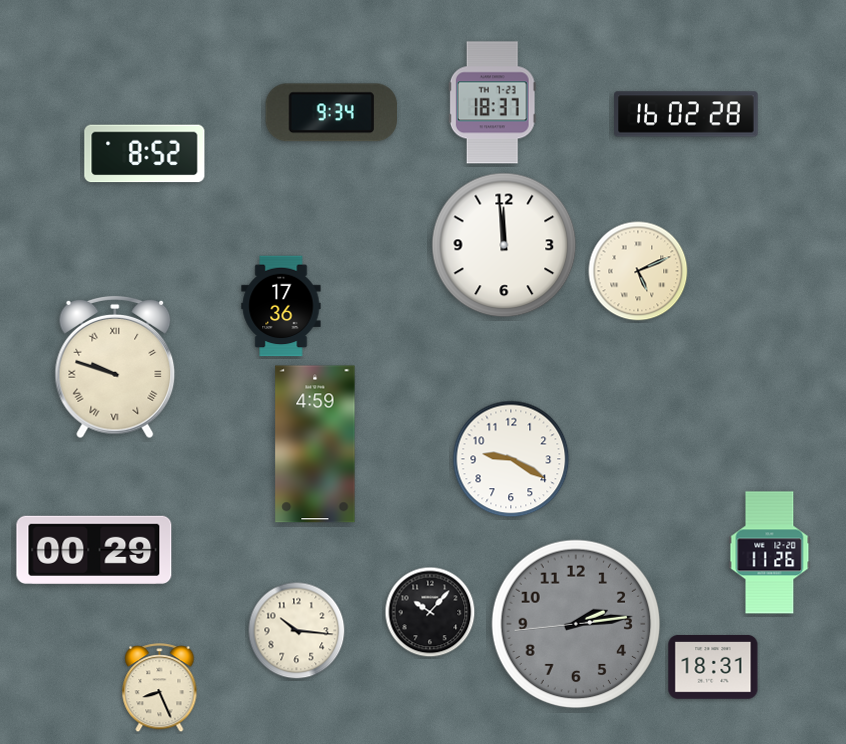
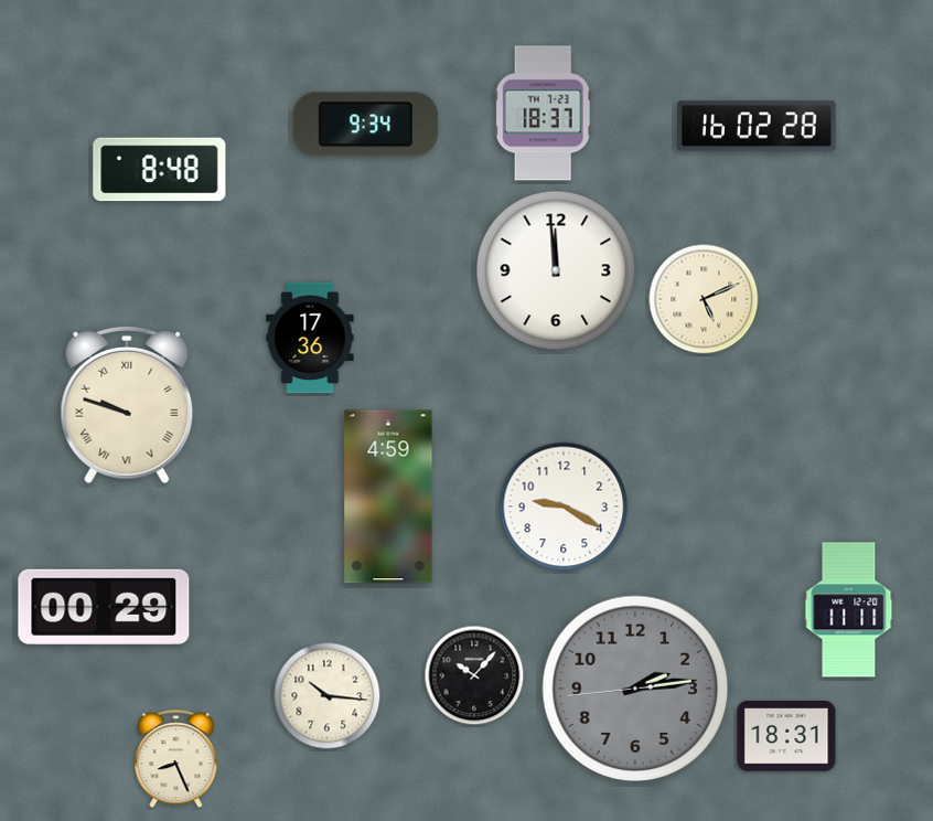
clock at (145, 154): 8:52 -> 8:48
clock at (315, 444) position: (315, 444) -> (388, 497)
clock at (770, 553): 11:26 -> 11:11
